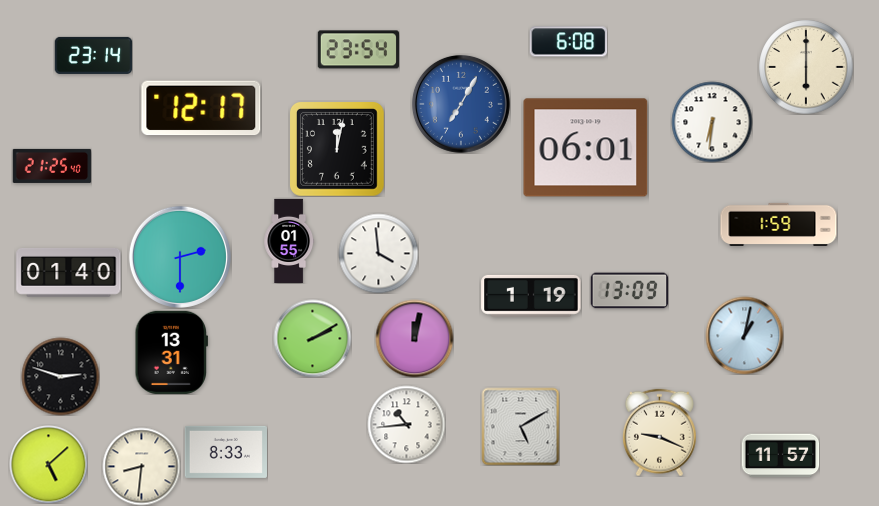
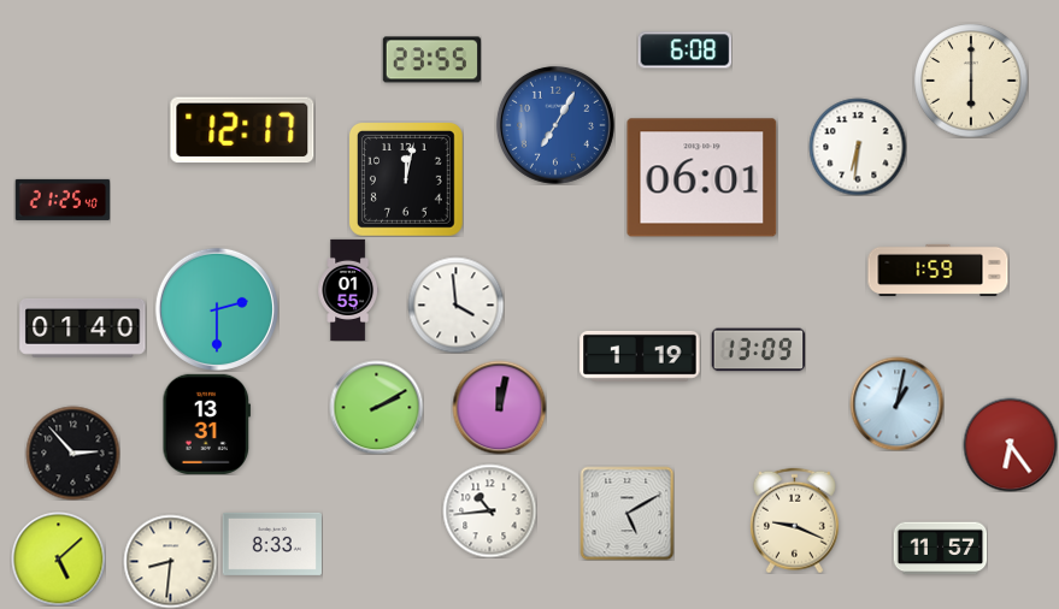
clock at (358, 50): 23:54 -> 23:55
clock at (93, 55): 23:14 -> none
clock at (586, 148) position: (586, 148) -> (702, 178)
clock at (1010, 444): none -> 6:24
clock at (60, 376): 2:48 -> 2:53
